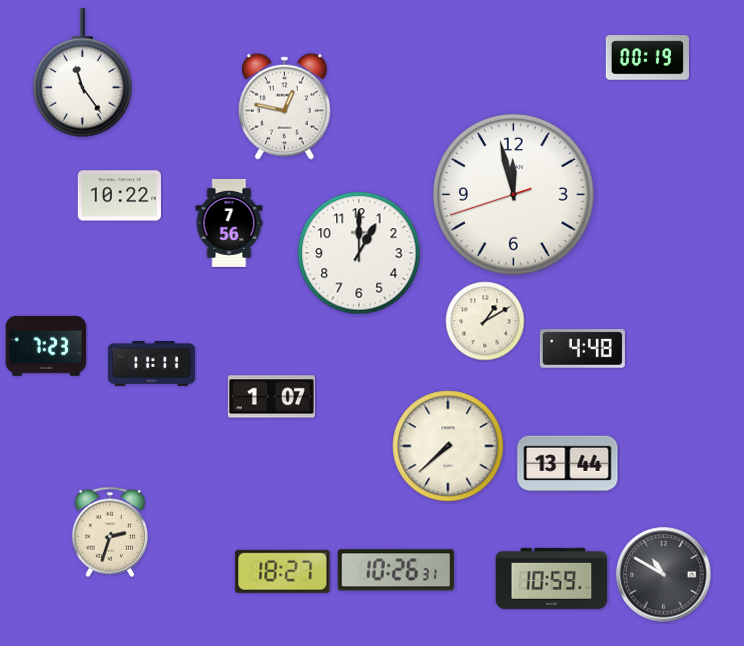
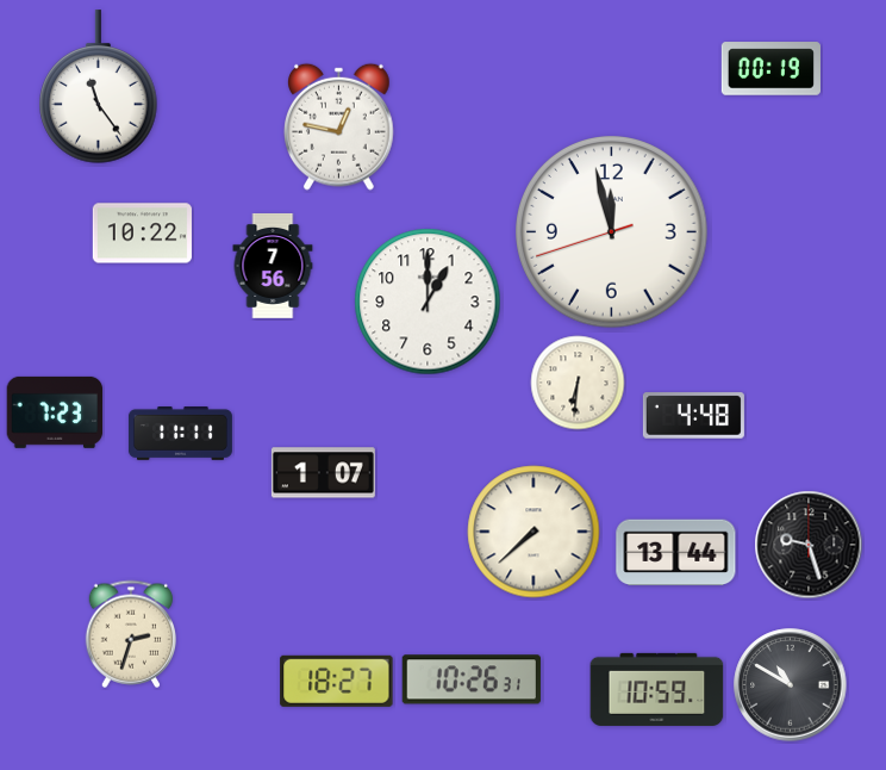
clock at (485, 321): 1:10 -> 6:31
clock at (809, 545): none -> 9:27
